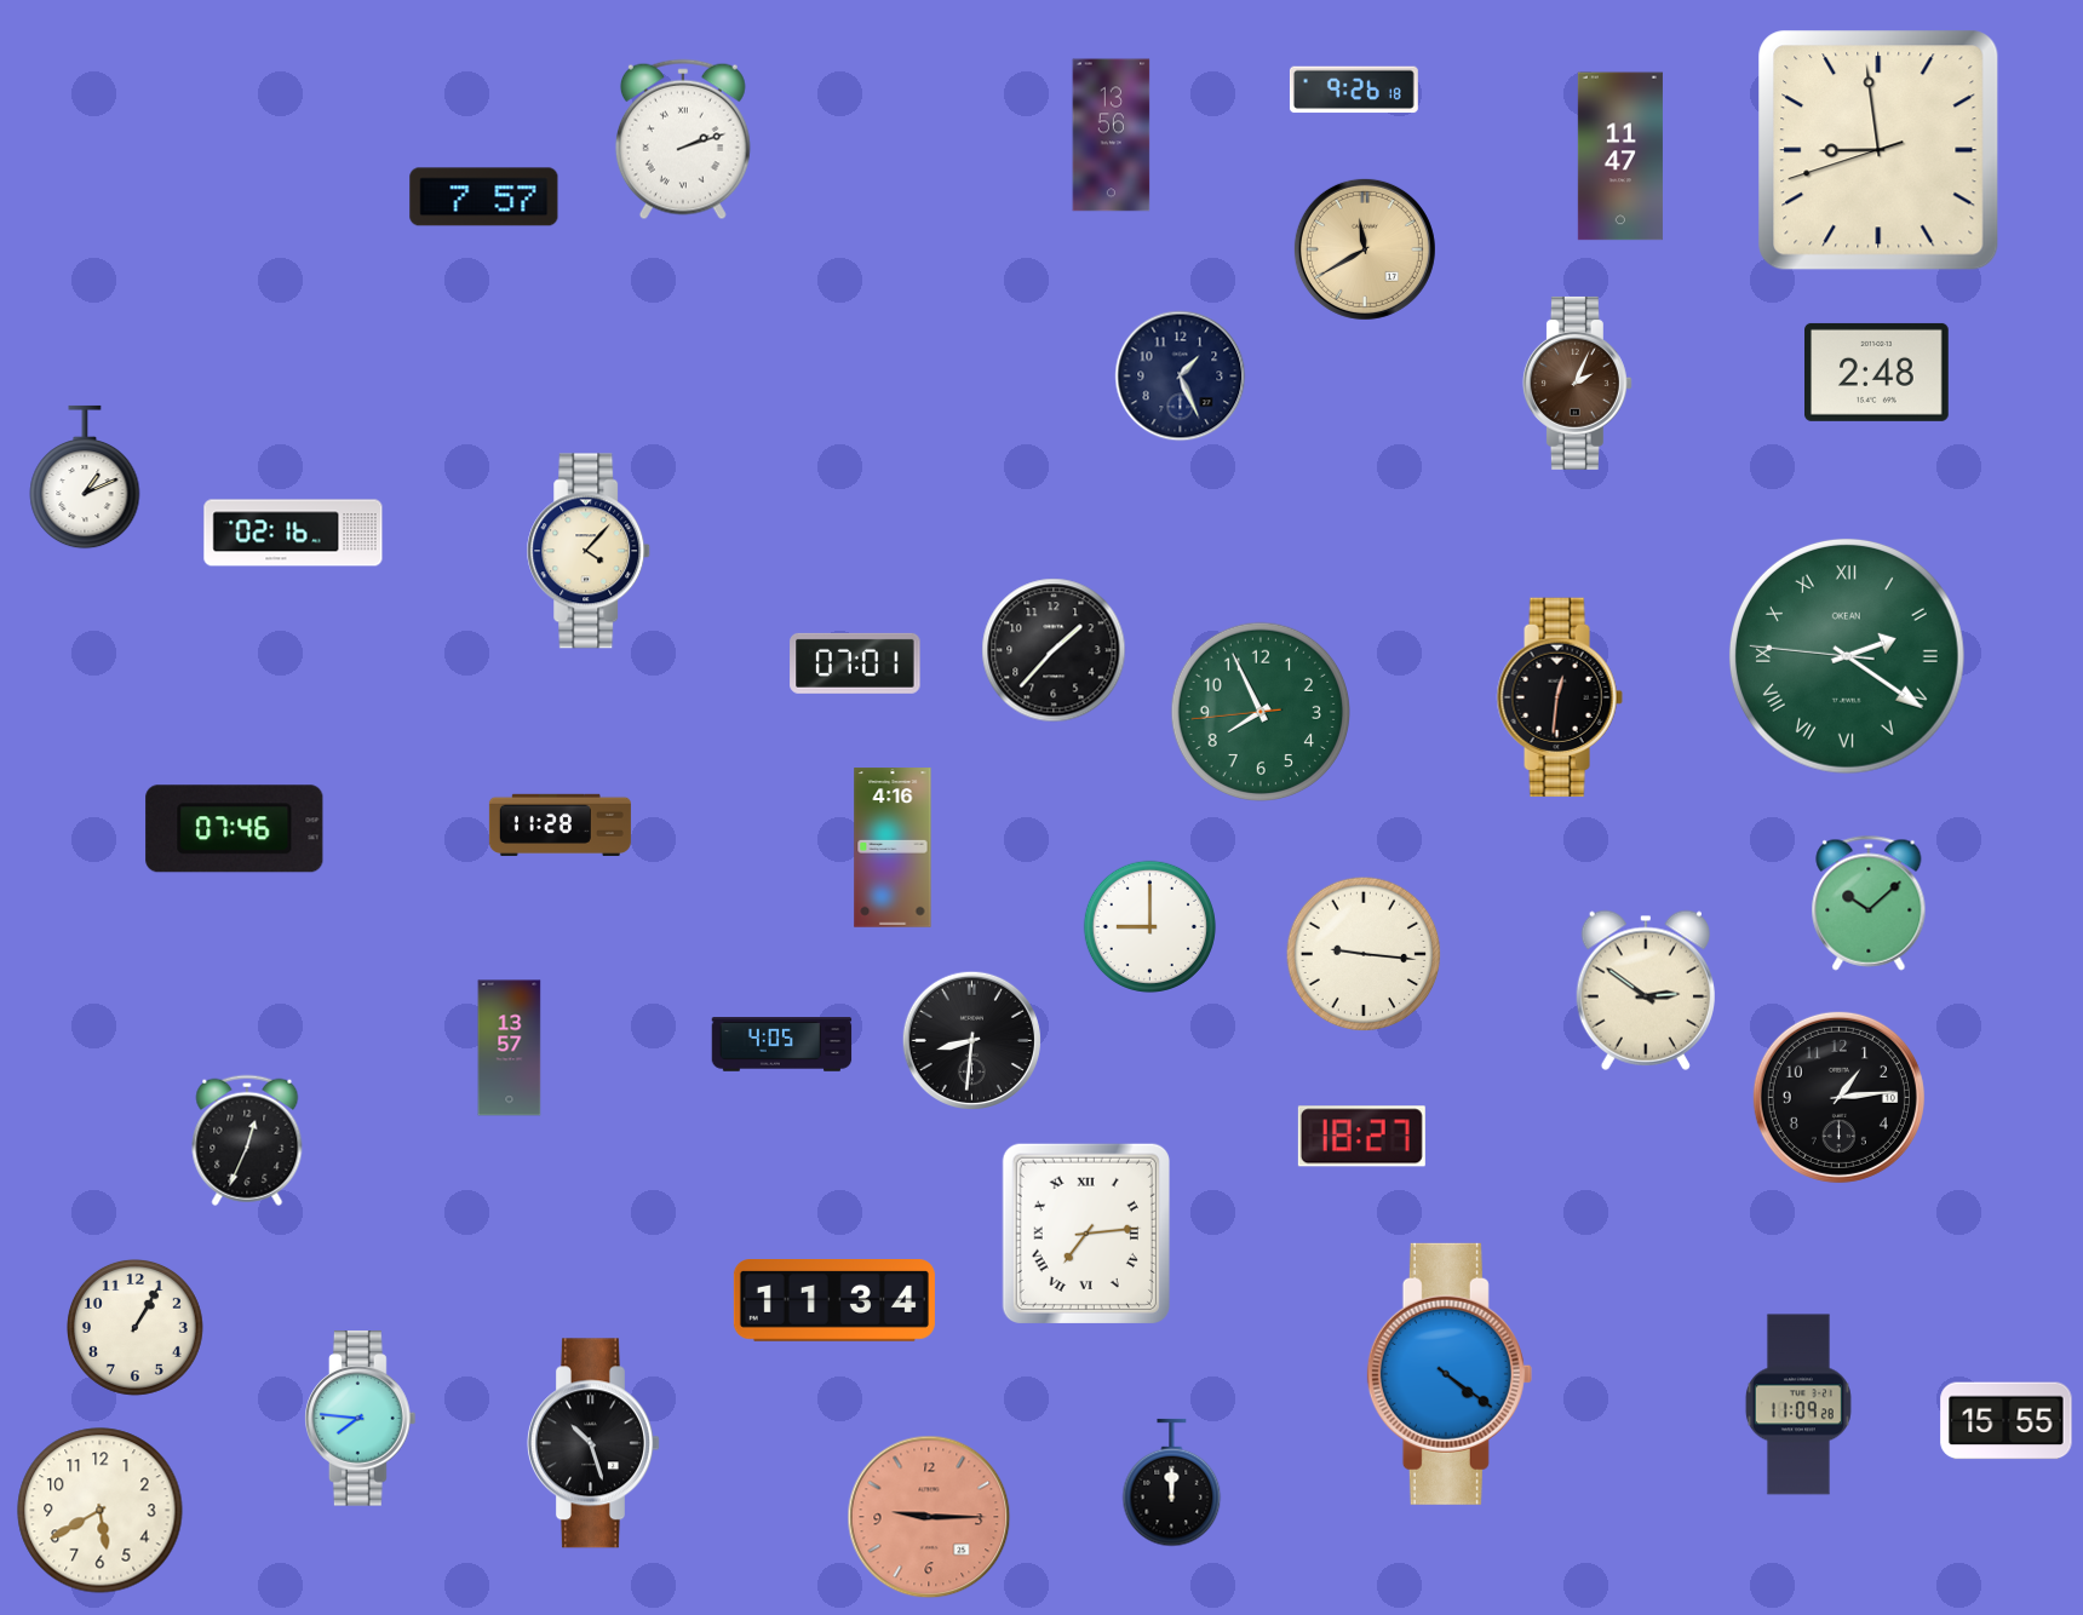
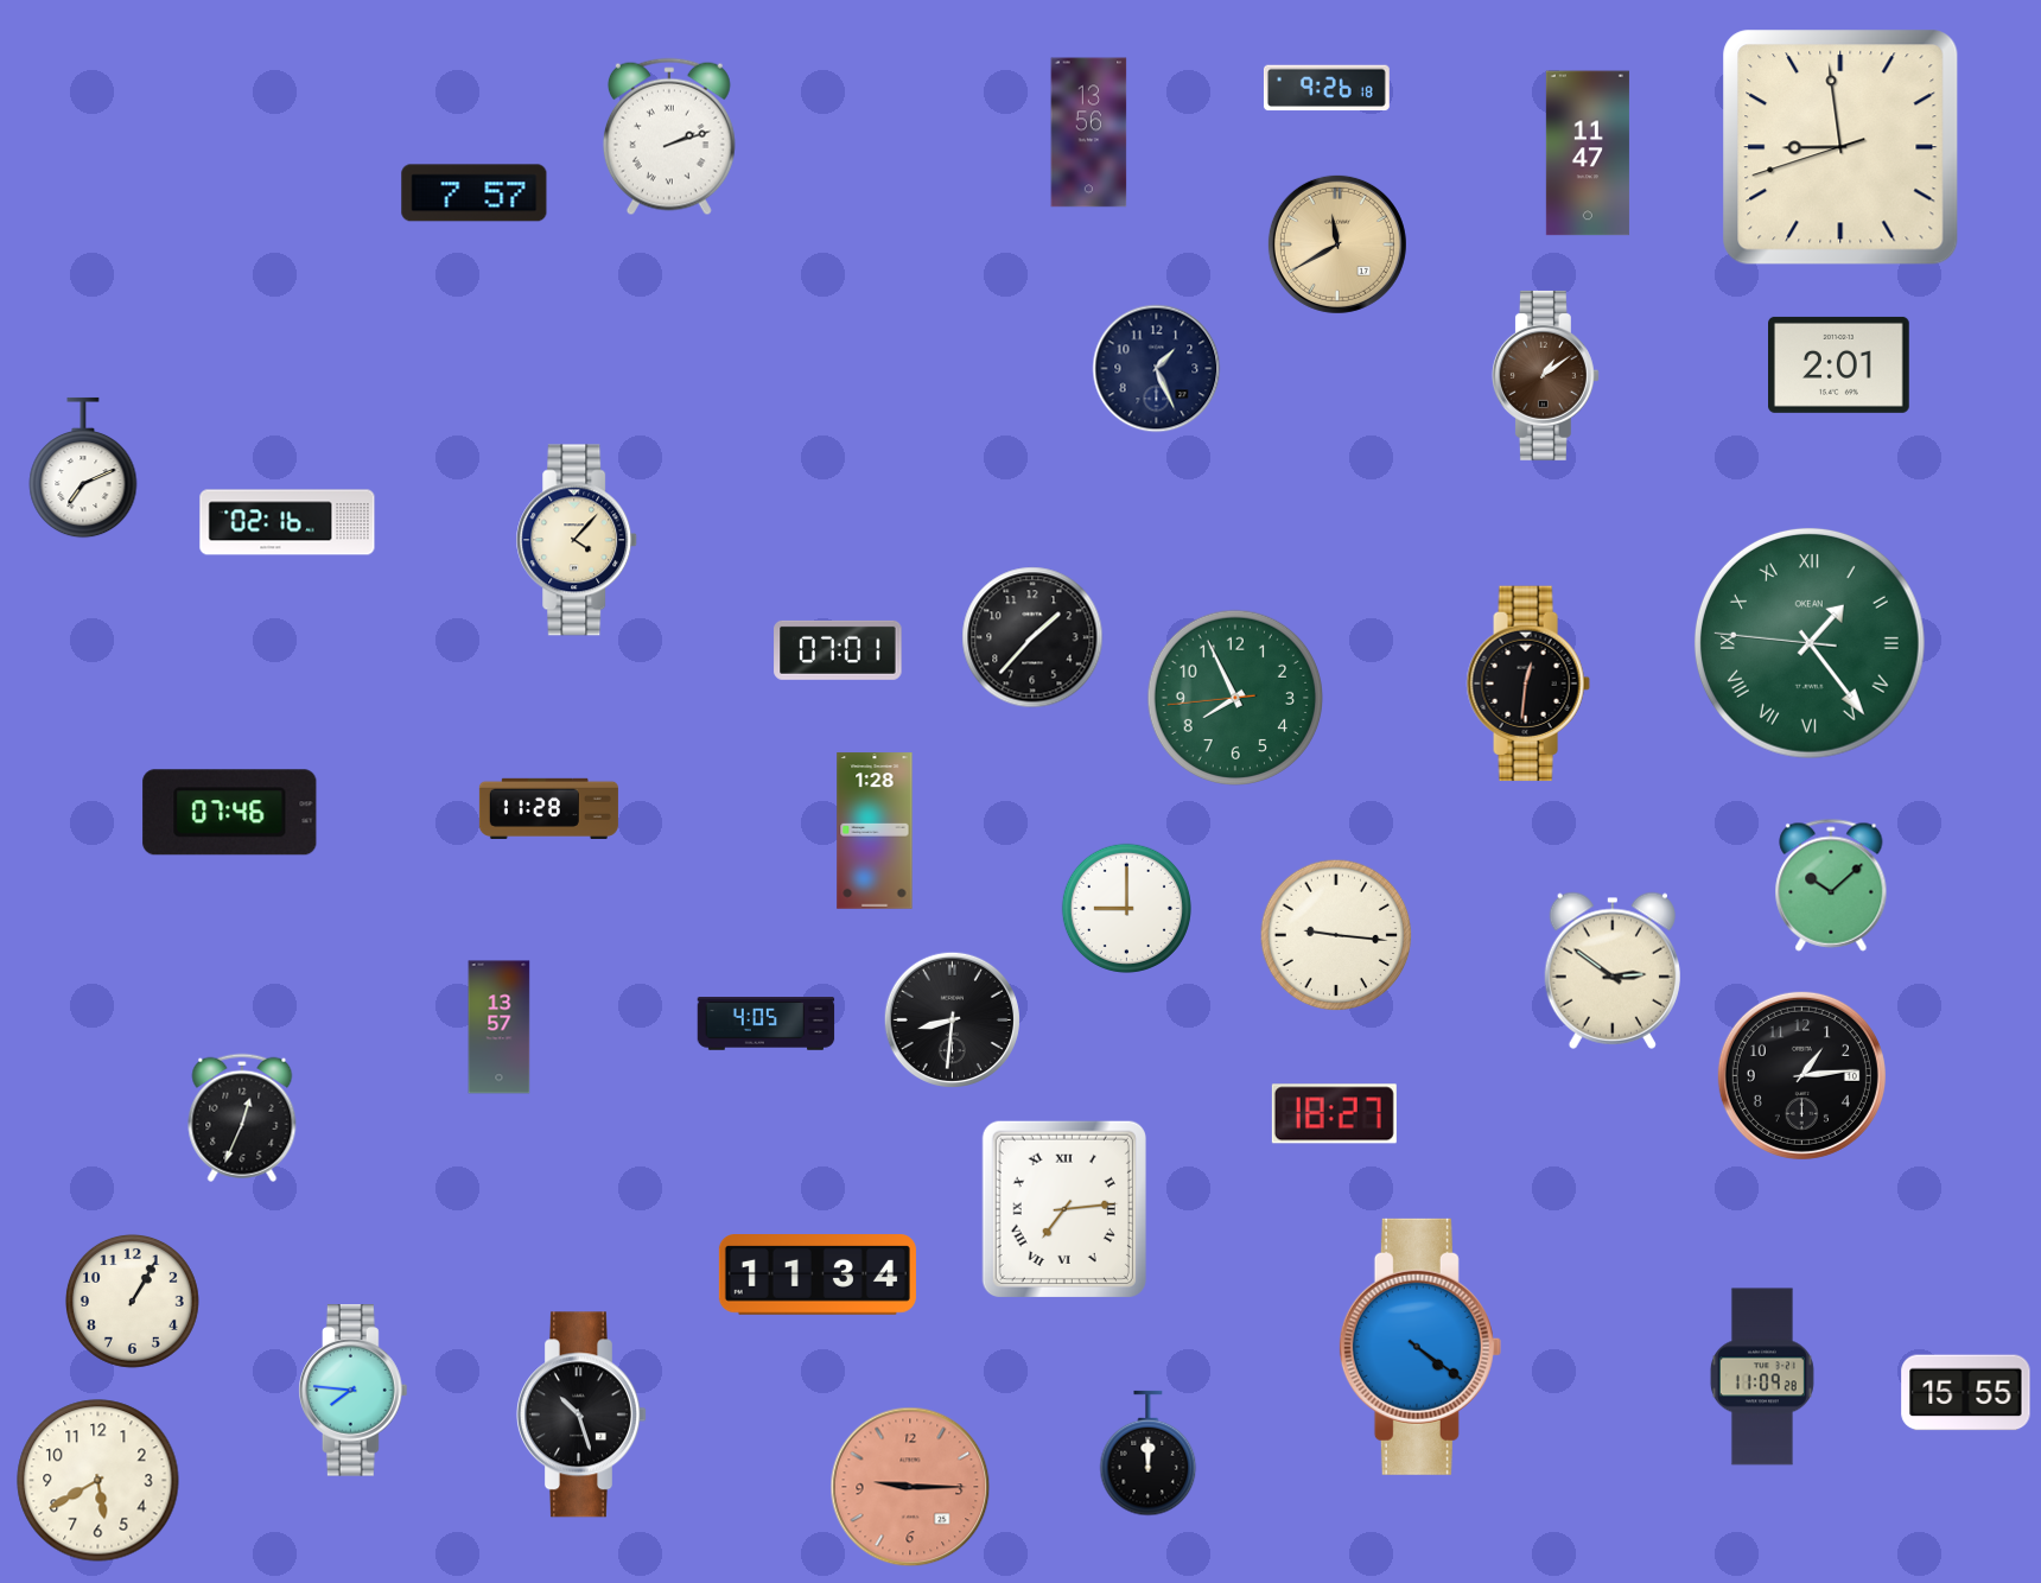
clock at (1877, 372): 2:48 -> 2:01
clock at (1577, 383): 2:04 -> 1:09
clock at (85, 477): 1:11 -> 7:11
clock at (1847, 656): 2:20 -> 1:23
clock at (893, 847): 4:16 -> 1:28
